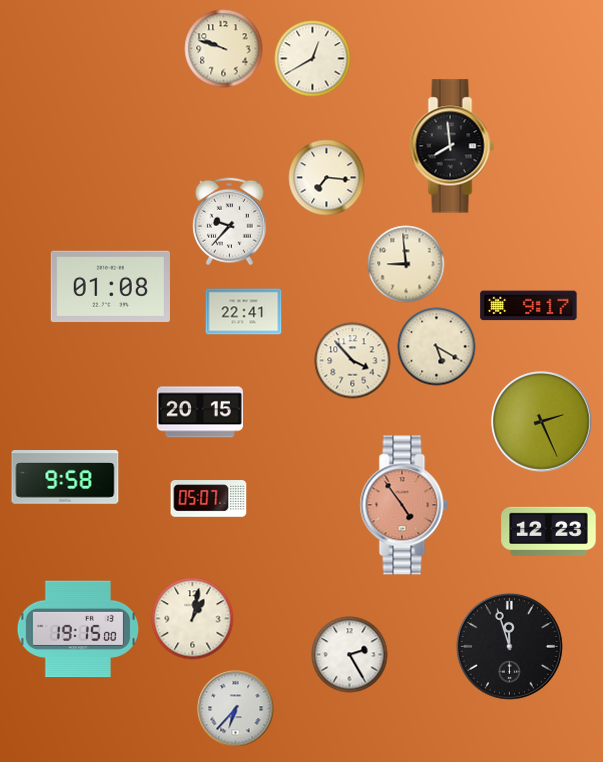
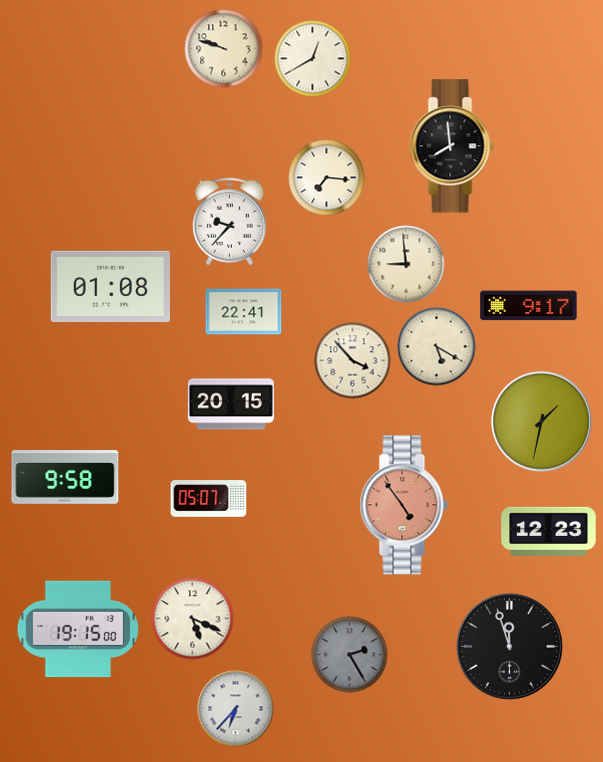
clock at (200, 412) position: (200, 412) -> (231, 404)
clock at (542, 422): 2:26 -> 1:32
clock at (193, 619): 1:02 -> 5:19
clock at (350, 655) dial: white -> grey
